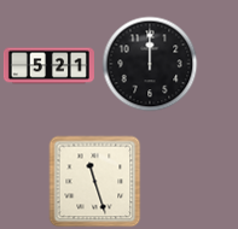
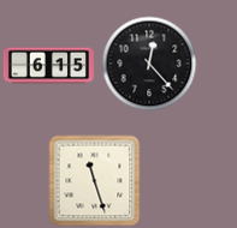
clock at (150, 64): 12:00 -> 12:23
clock at (48, 66): 5:21 -> 6:15
